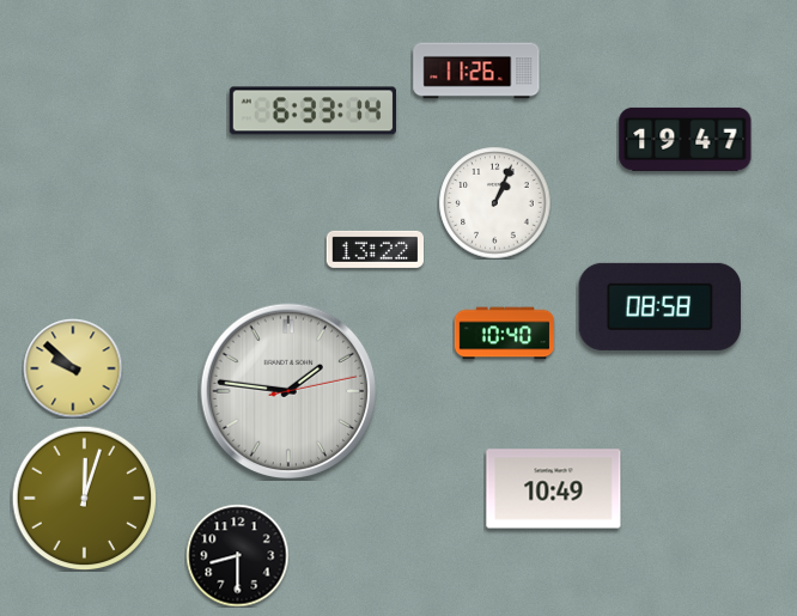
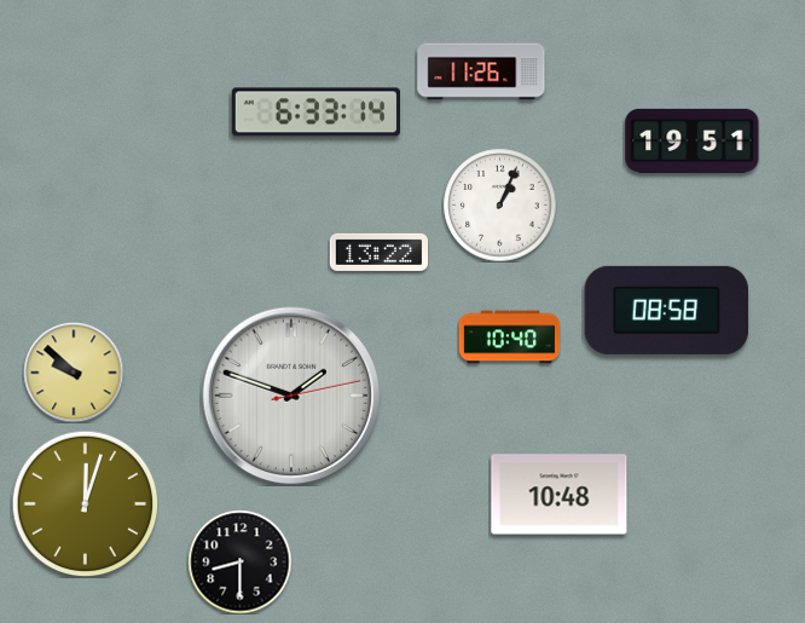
clock at (686, 139): 19:47 -> 19:51
clock at (288, 391): 1:46 -> 1:48
clock at (554, 489): 10:49 -> 10:48
